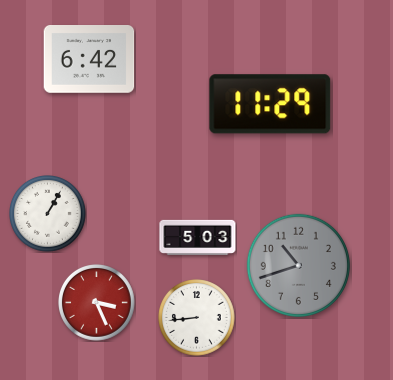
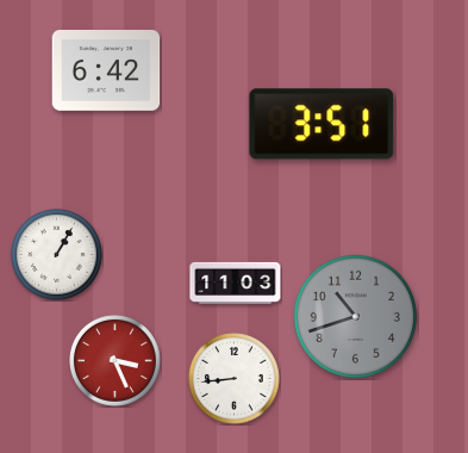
clock at (270, 104): 11:29 -> 3:51
clock at (198, 237): 5:03 -> 11:03
